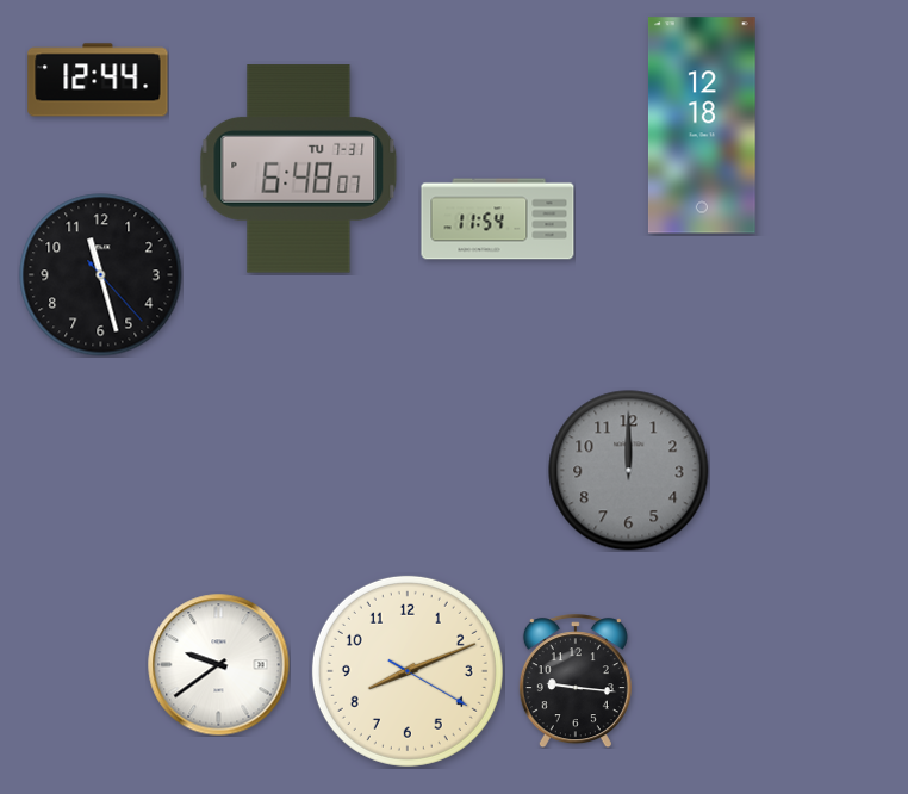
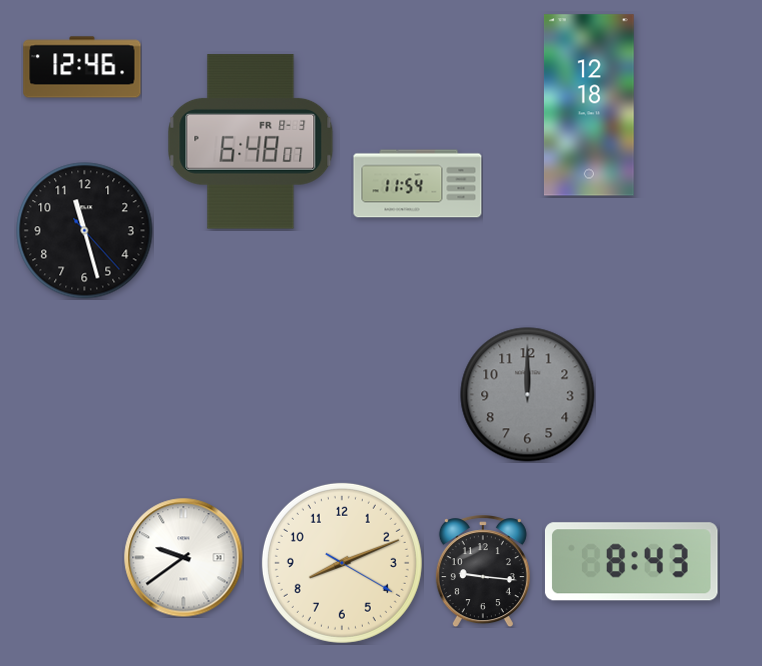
clock at (98, 80): 12:44 -> 12:46
clock at (299, 169) date: TU 7-31 -> FR 8-3
clock at (631, 562): none -> 8:43
